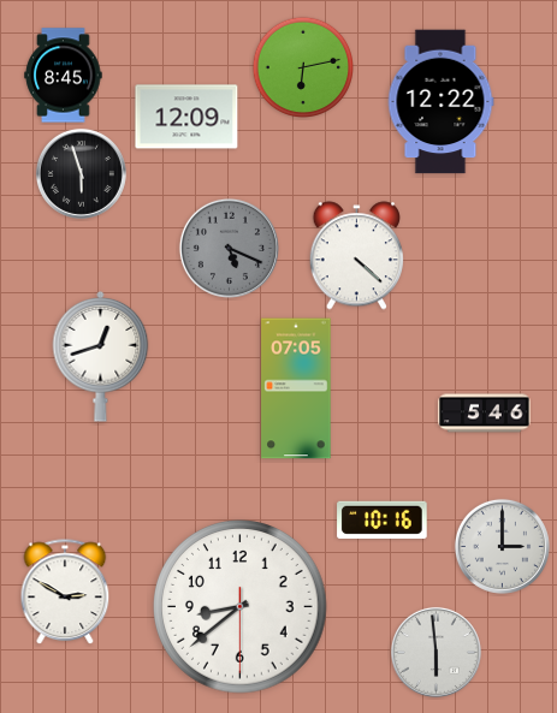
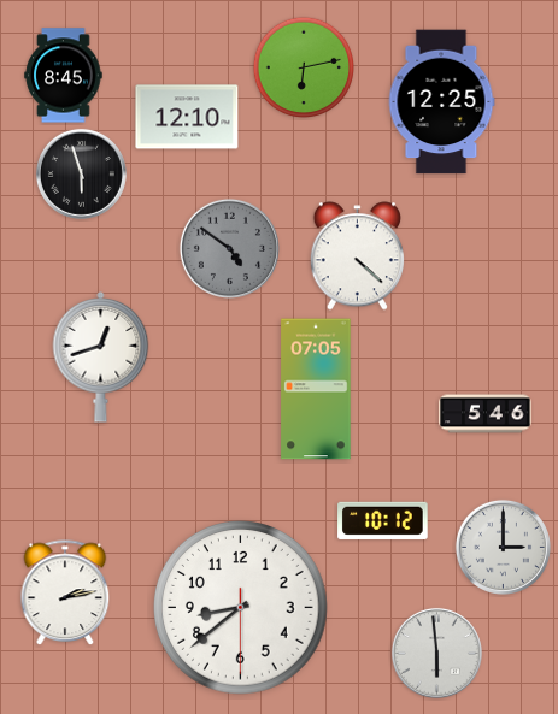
clock at (440, 102): 12:22 -> 12:25
clock at (186, 117): 12:09 -> 12:10
clock at (229, 248): 5:19 -> 4:51
clock at (296, 388) position: (296, 388) -> (316, 389)
clock at (383, 519): 10:16 -> 10:12
clock at (65, 593): 2:50 -> 2:13
